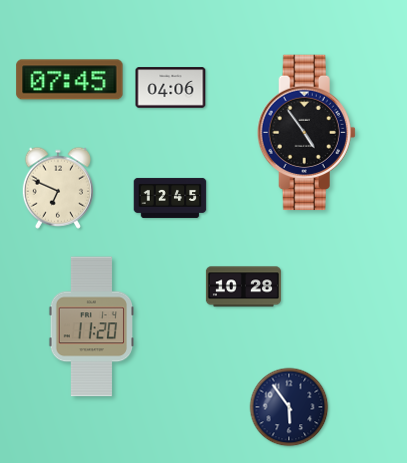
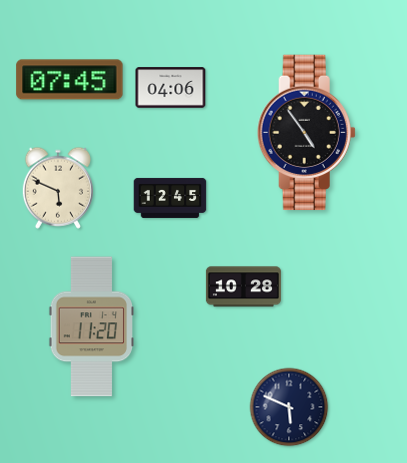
clock at (57, 188): 6:49 -> 5:49
clock at (289, 407): 5:54 -> 5:49
